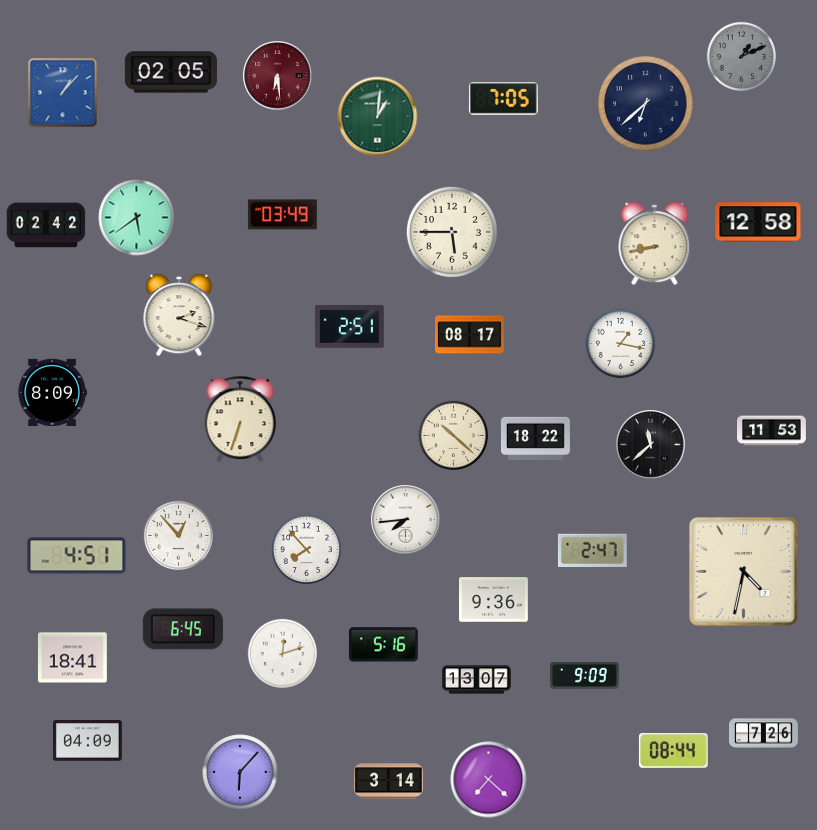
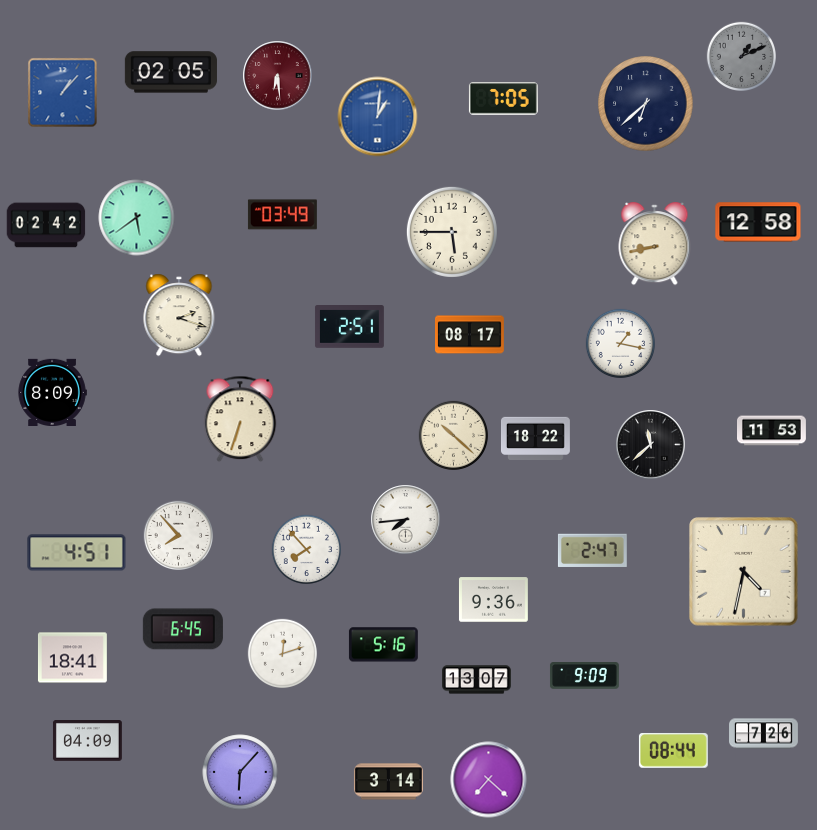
clock at (378, 117) dial: green -> blue
clock at (178, 535): 12:53 -> 7:53
clock at (77, 556) position: (77, 556) -> (77, 553)
